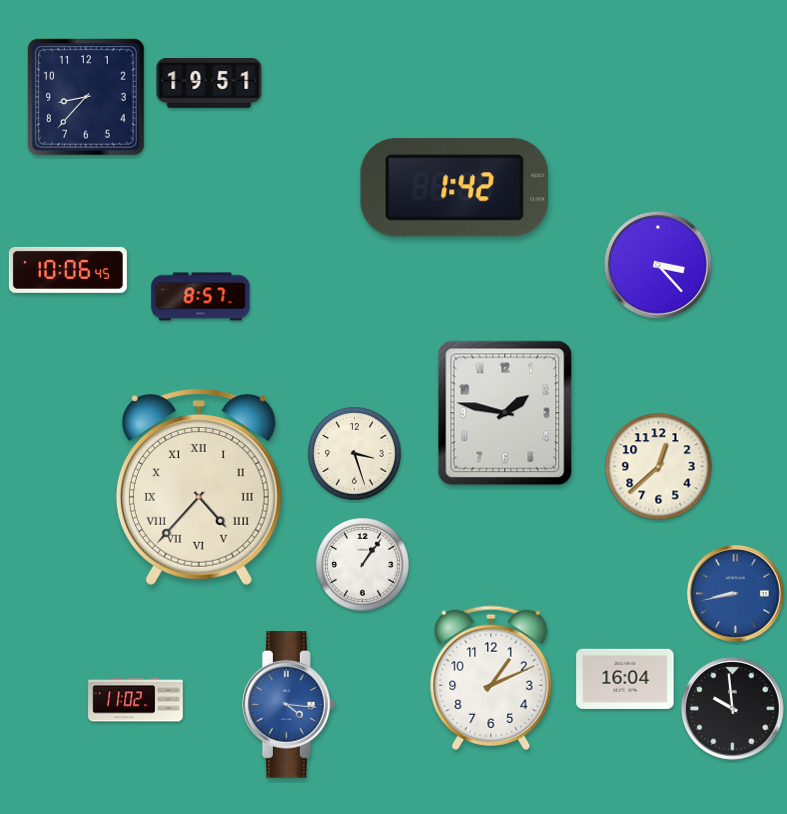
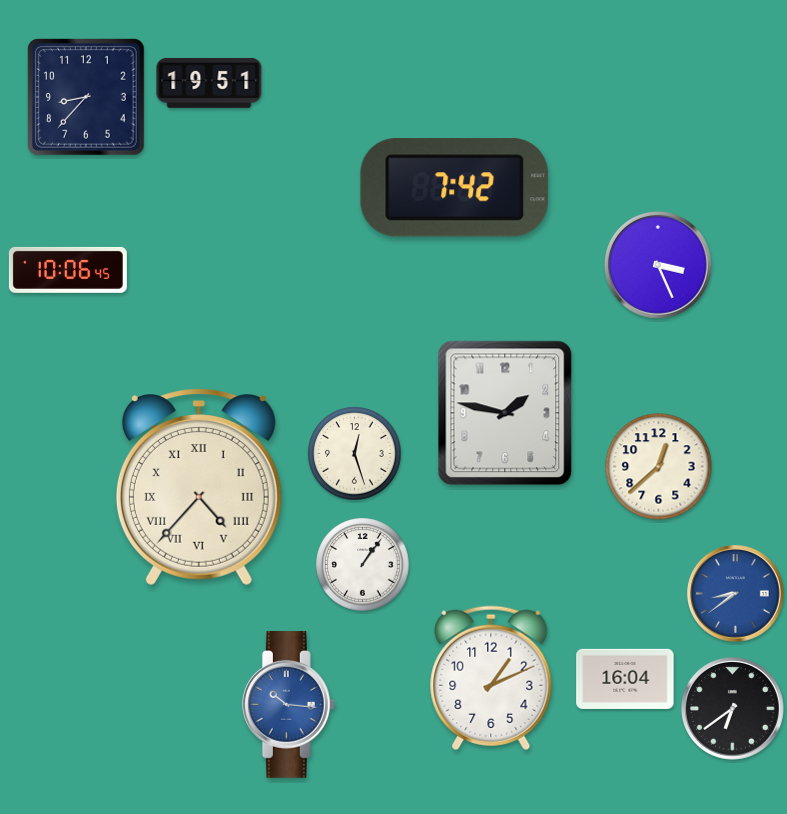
clock at (454, 188): 1:42 -> 7:42
clock at (658, 265): 3:23 -> 3:26
clock at (201, 297): 8:57 -> none
clock at (355, 454): 3:27 -> 12:27
clock at (736, 594): 8:43 -> 8:39
clock at (136, 700): 11:02 -> none
clock at (288, 705): 4:16 -> 10:16
clock at (733, 709): 9:59 -> 6:39
